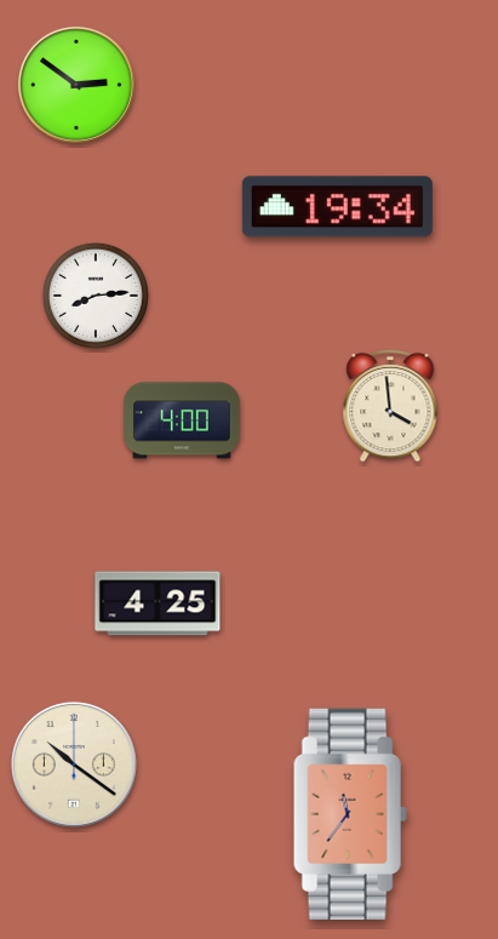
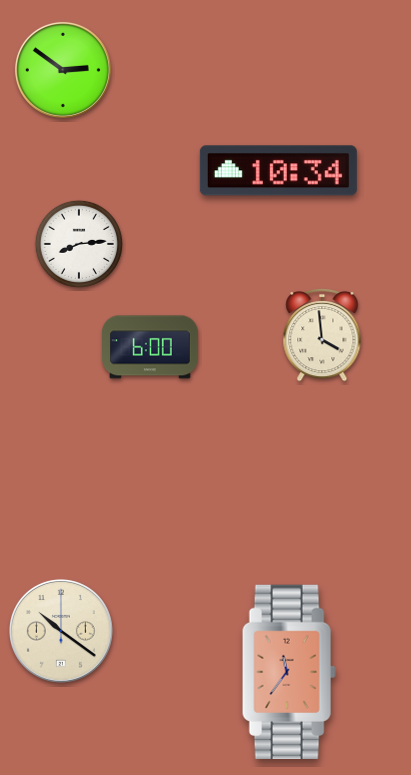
clock at (337, 207): 19:34 -> 10:34
clock at (183, 420): 4:00 -> 6:00
clock at (158, 603): 4:25 -> none
